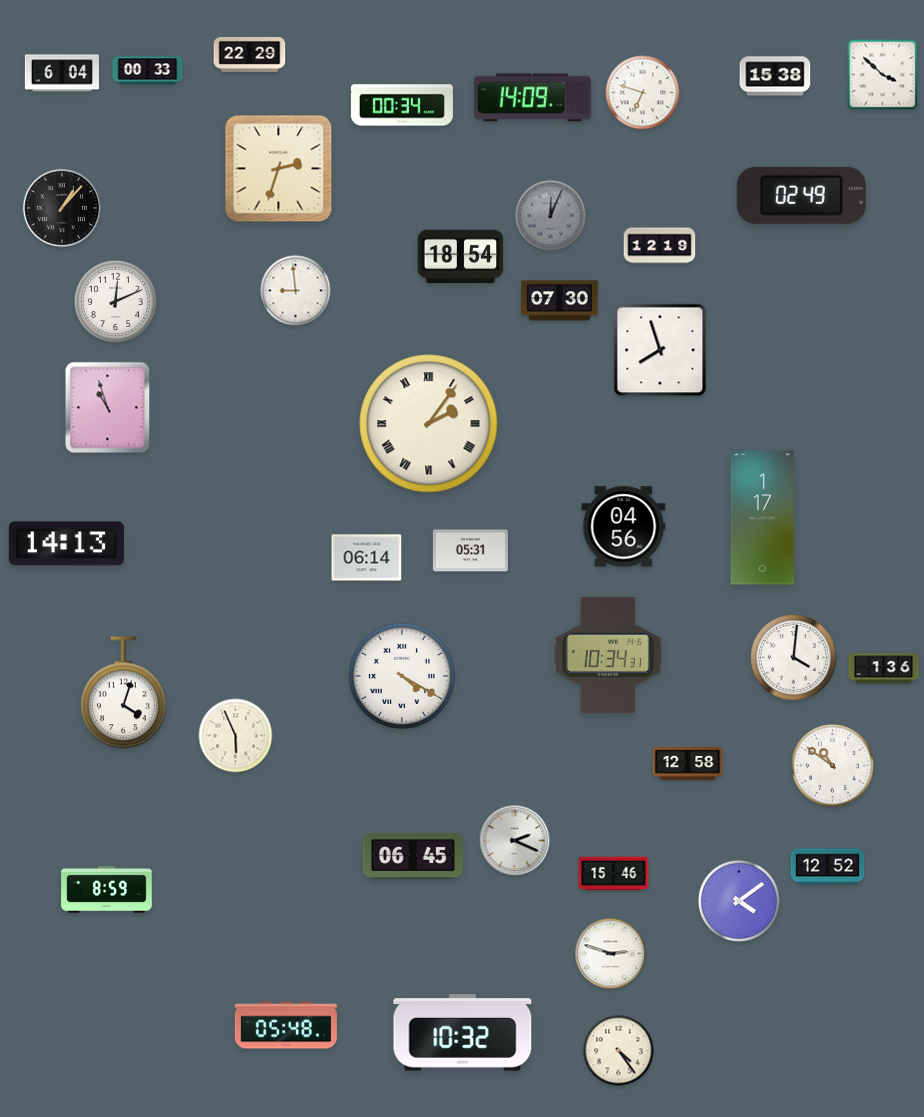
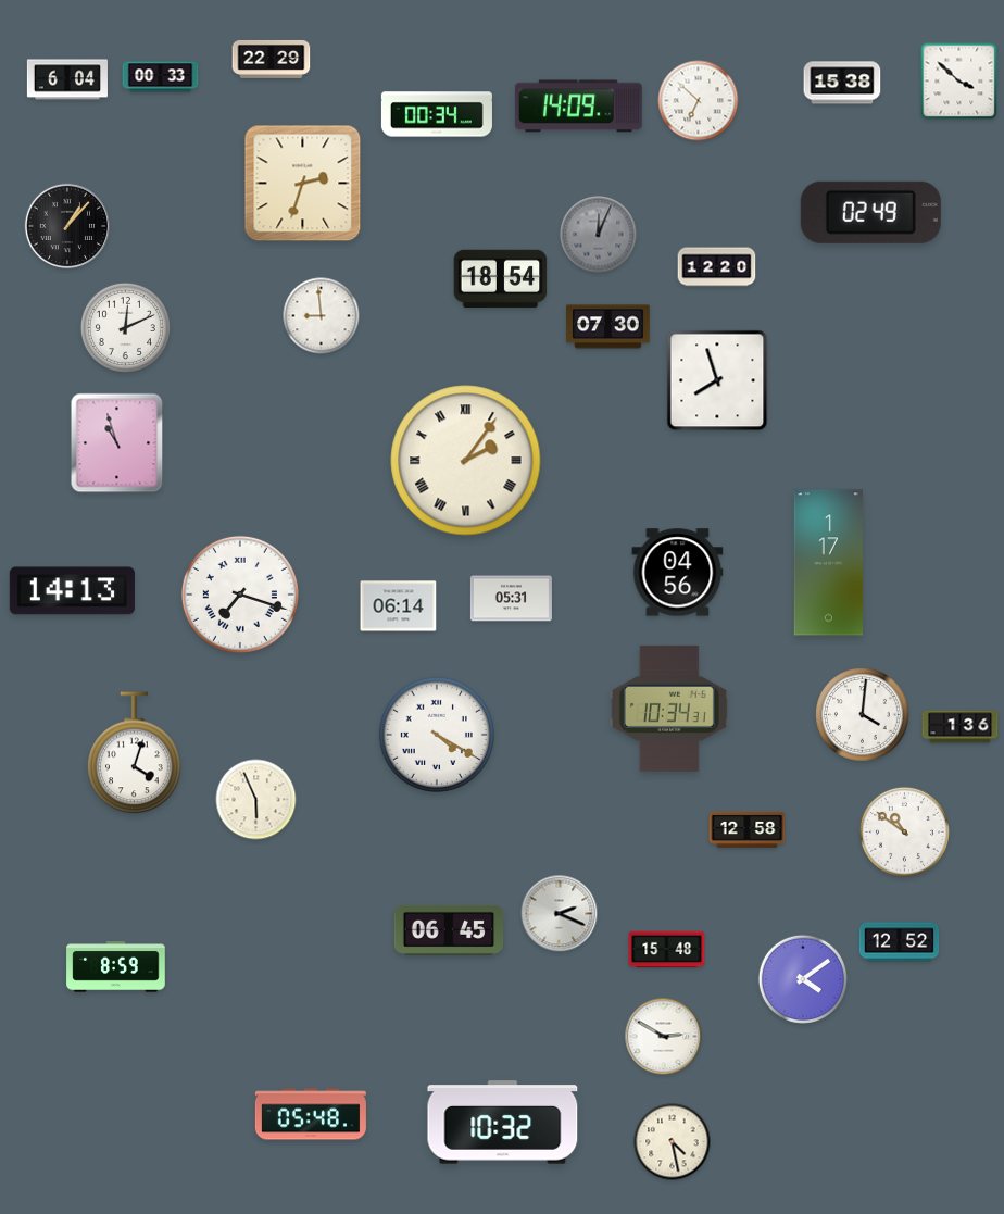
clock at (643, 93): 6:48 -> 6:52
clock at (660, 246): 12:19 -> 12:20
clock at (240, 595): none -> 7:18
clock at (608, 655) position: (608, 655) -> (669, 709)
clock at (614, 874): 15:46 -> 15:48
clock at (611, 954): 2:48 -> 2:50
clock at (619, 1051): 4:24 -> 4:28
